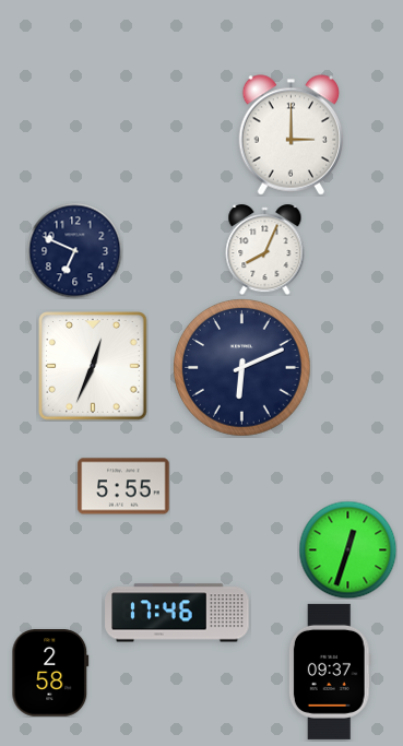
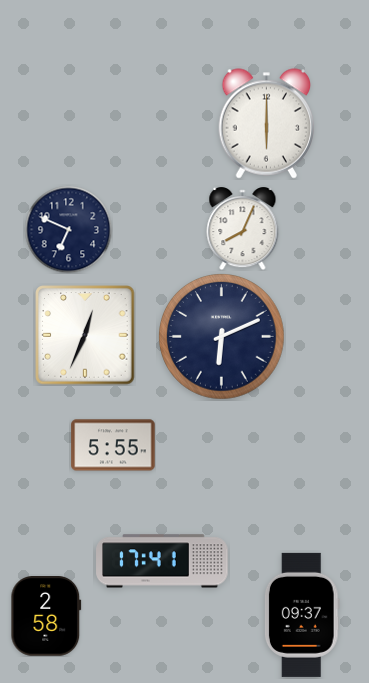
clock at (292, 135): 3:00 -> 6:00
clock at (347, 549): 12:33 -> none
clock at (177, 613): 17:46 -> 17:41
